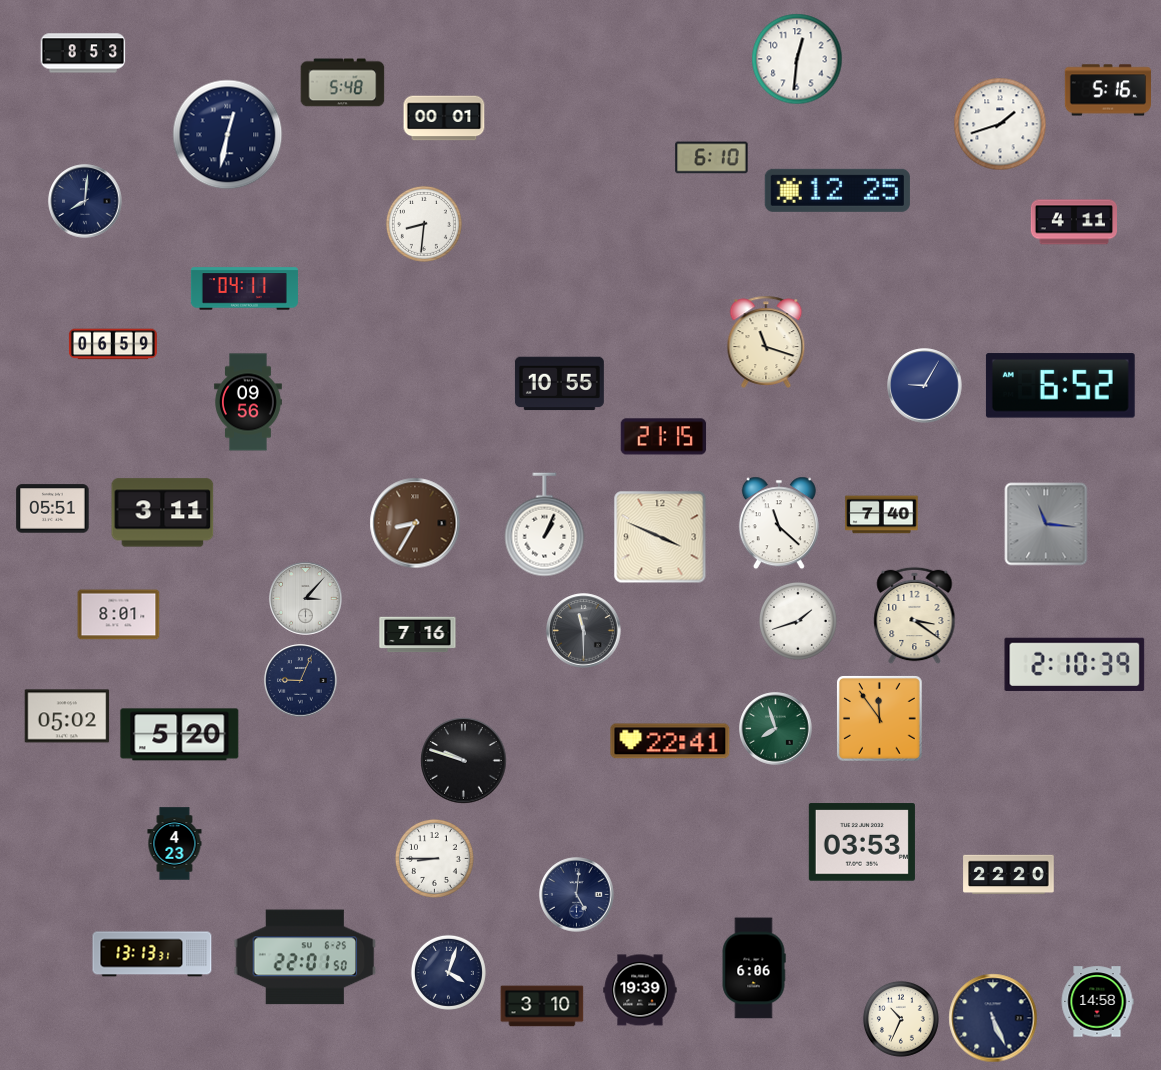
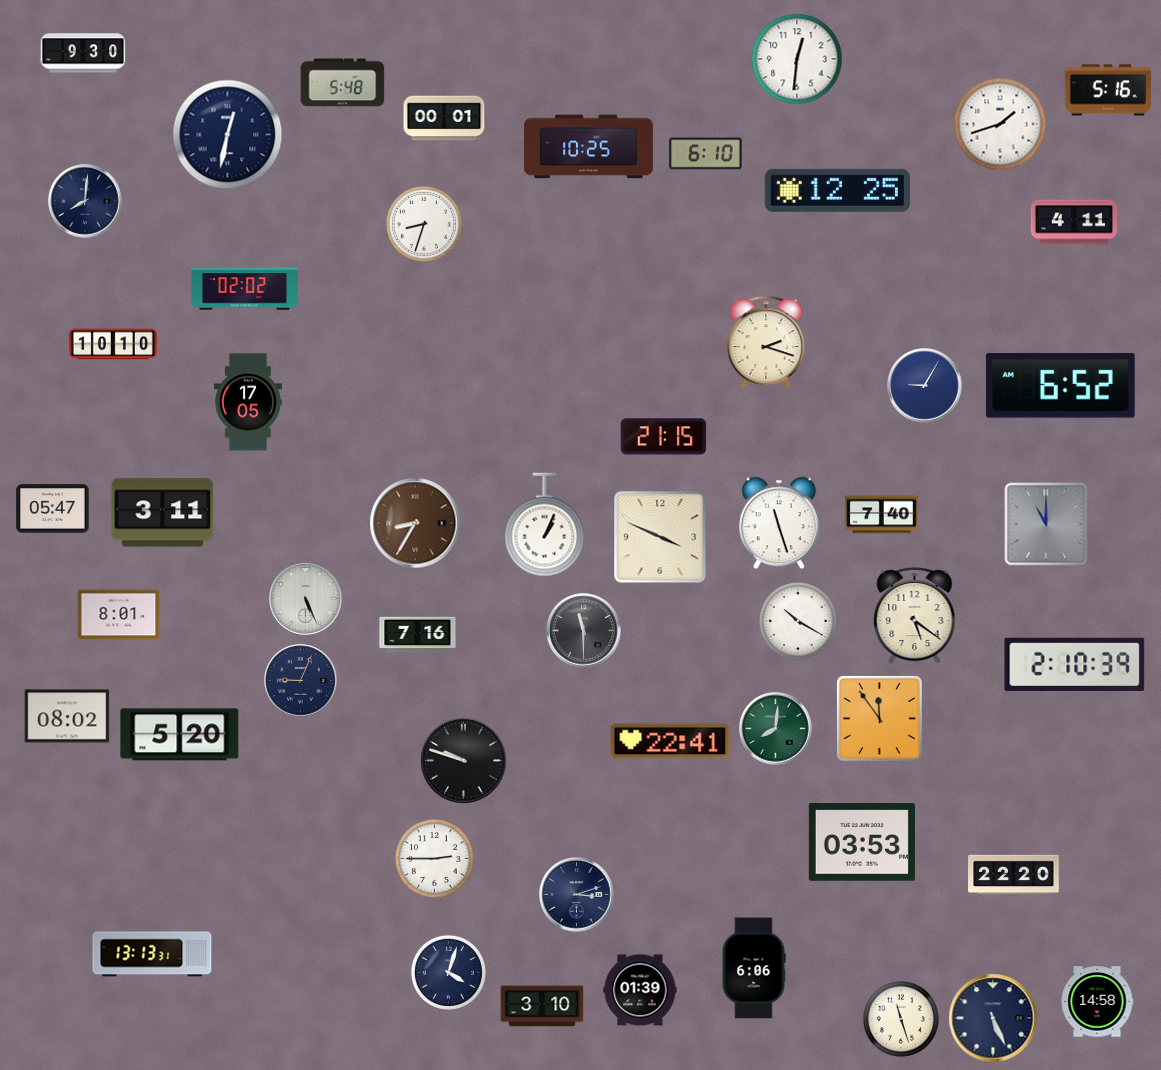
clock at (83, 53): 8:53 -> 9:30
clock at (589, 147): none -> 10:25
clock at (712, 158) position: (712, 158) -> (706, 154)
clock at (424, 224): 8:31 -> 8:33
clock at (244, 289): 04:11 -> 02:02
clock at (766, 342): 11:18 -> 2:18
clock at (113, 344): 06:59 -> 10:10
clock at (559, 384): 10:55 -> none
clock at (248, 402): 09:56 -> 17:05
clock at (53, 509): 05:51 -> 05:47
clock at (779, 523): 11:22 -> 11:27
clock at (1046, 524): 11:16 -> 11:00
clock at (306, 599): 3:07 -> 5:26
clock at (915, 616): 3:21 -> 5:21
clock at (798, 621): 1:42 -> 10:20
clock at (67, 716): 05:02 -> 08:02
clock at (776, 729): 7:57 -> 8:01
clock at (175, 844): 4:23 -> none
clock at (434, 858): 8:45 -> 2:45
clock at (1009, 875) position: (1009, 875) -> (1014, 875)
clock at (577, 895): 5:01 -> 3:12
clock at (305, 957): 22:01 -> none
clock at (640, 990): 19:39 -> 01:39
clock at (901, 1019): 10:34 -> 11:27
